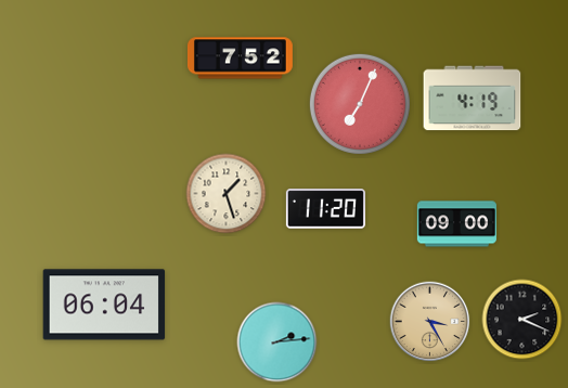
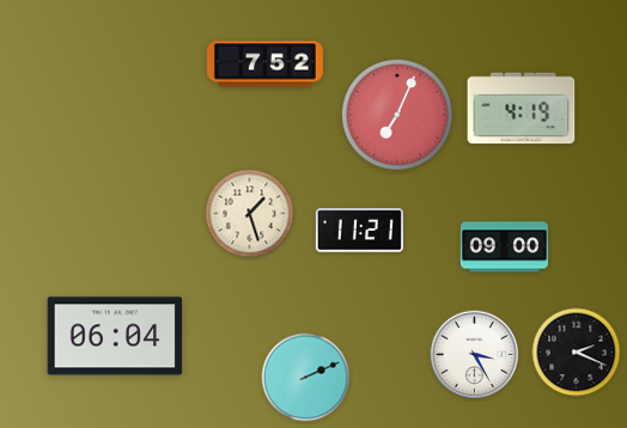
clock at (325, 209): 11:20 -> 11:21
clock at (430, 322) dial: champagne -> white
clock at (277, 342): 2:14 -> 2:11
